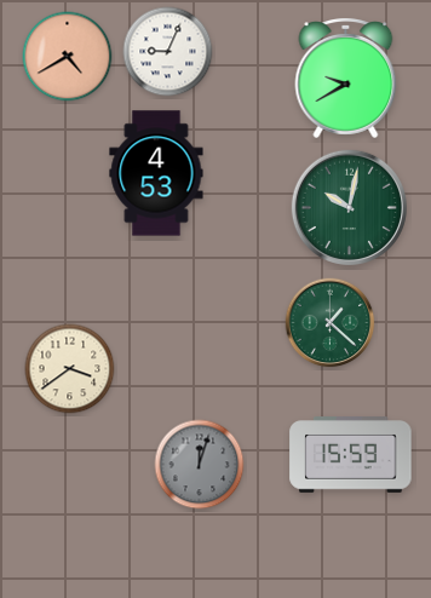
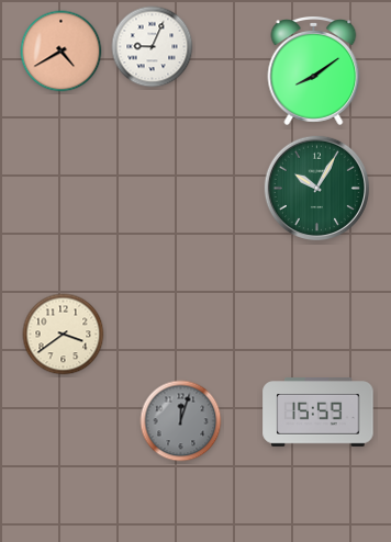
clock at (346, 79): 9:40 -> 8:09
clock at (156, 173): 4:53 -> none
clock at (349, 207): 10:02 -> 10:05
clock at (331, 323): 1:22 -> none
